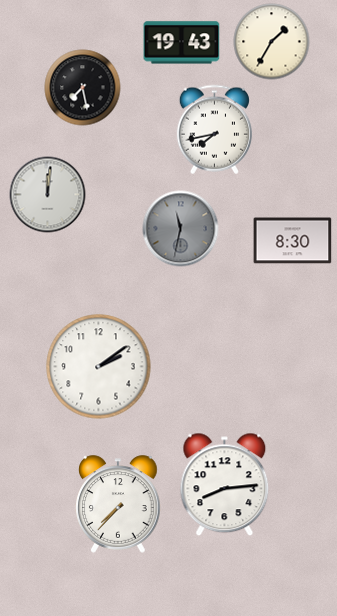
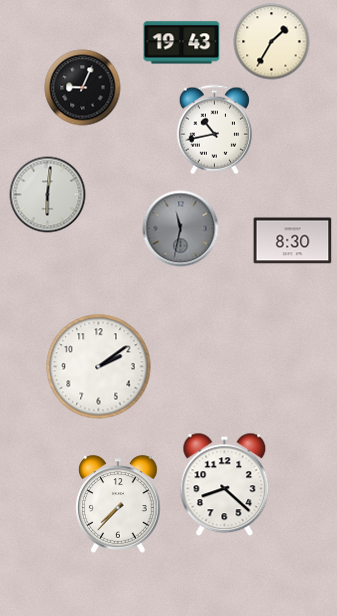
clock at (83, 88): 7:28 -> 9:04
clock at (214, 130): 7:43 -> 10:43
clock at (48, 195): 12:01 -> 6:01
clock at (225, 485): 8:14 -> 8:22
